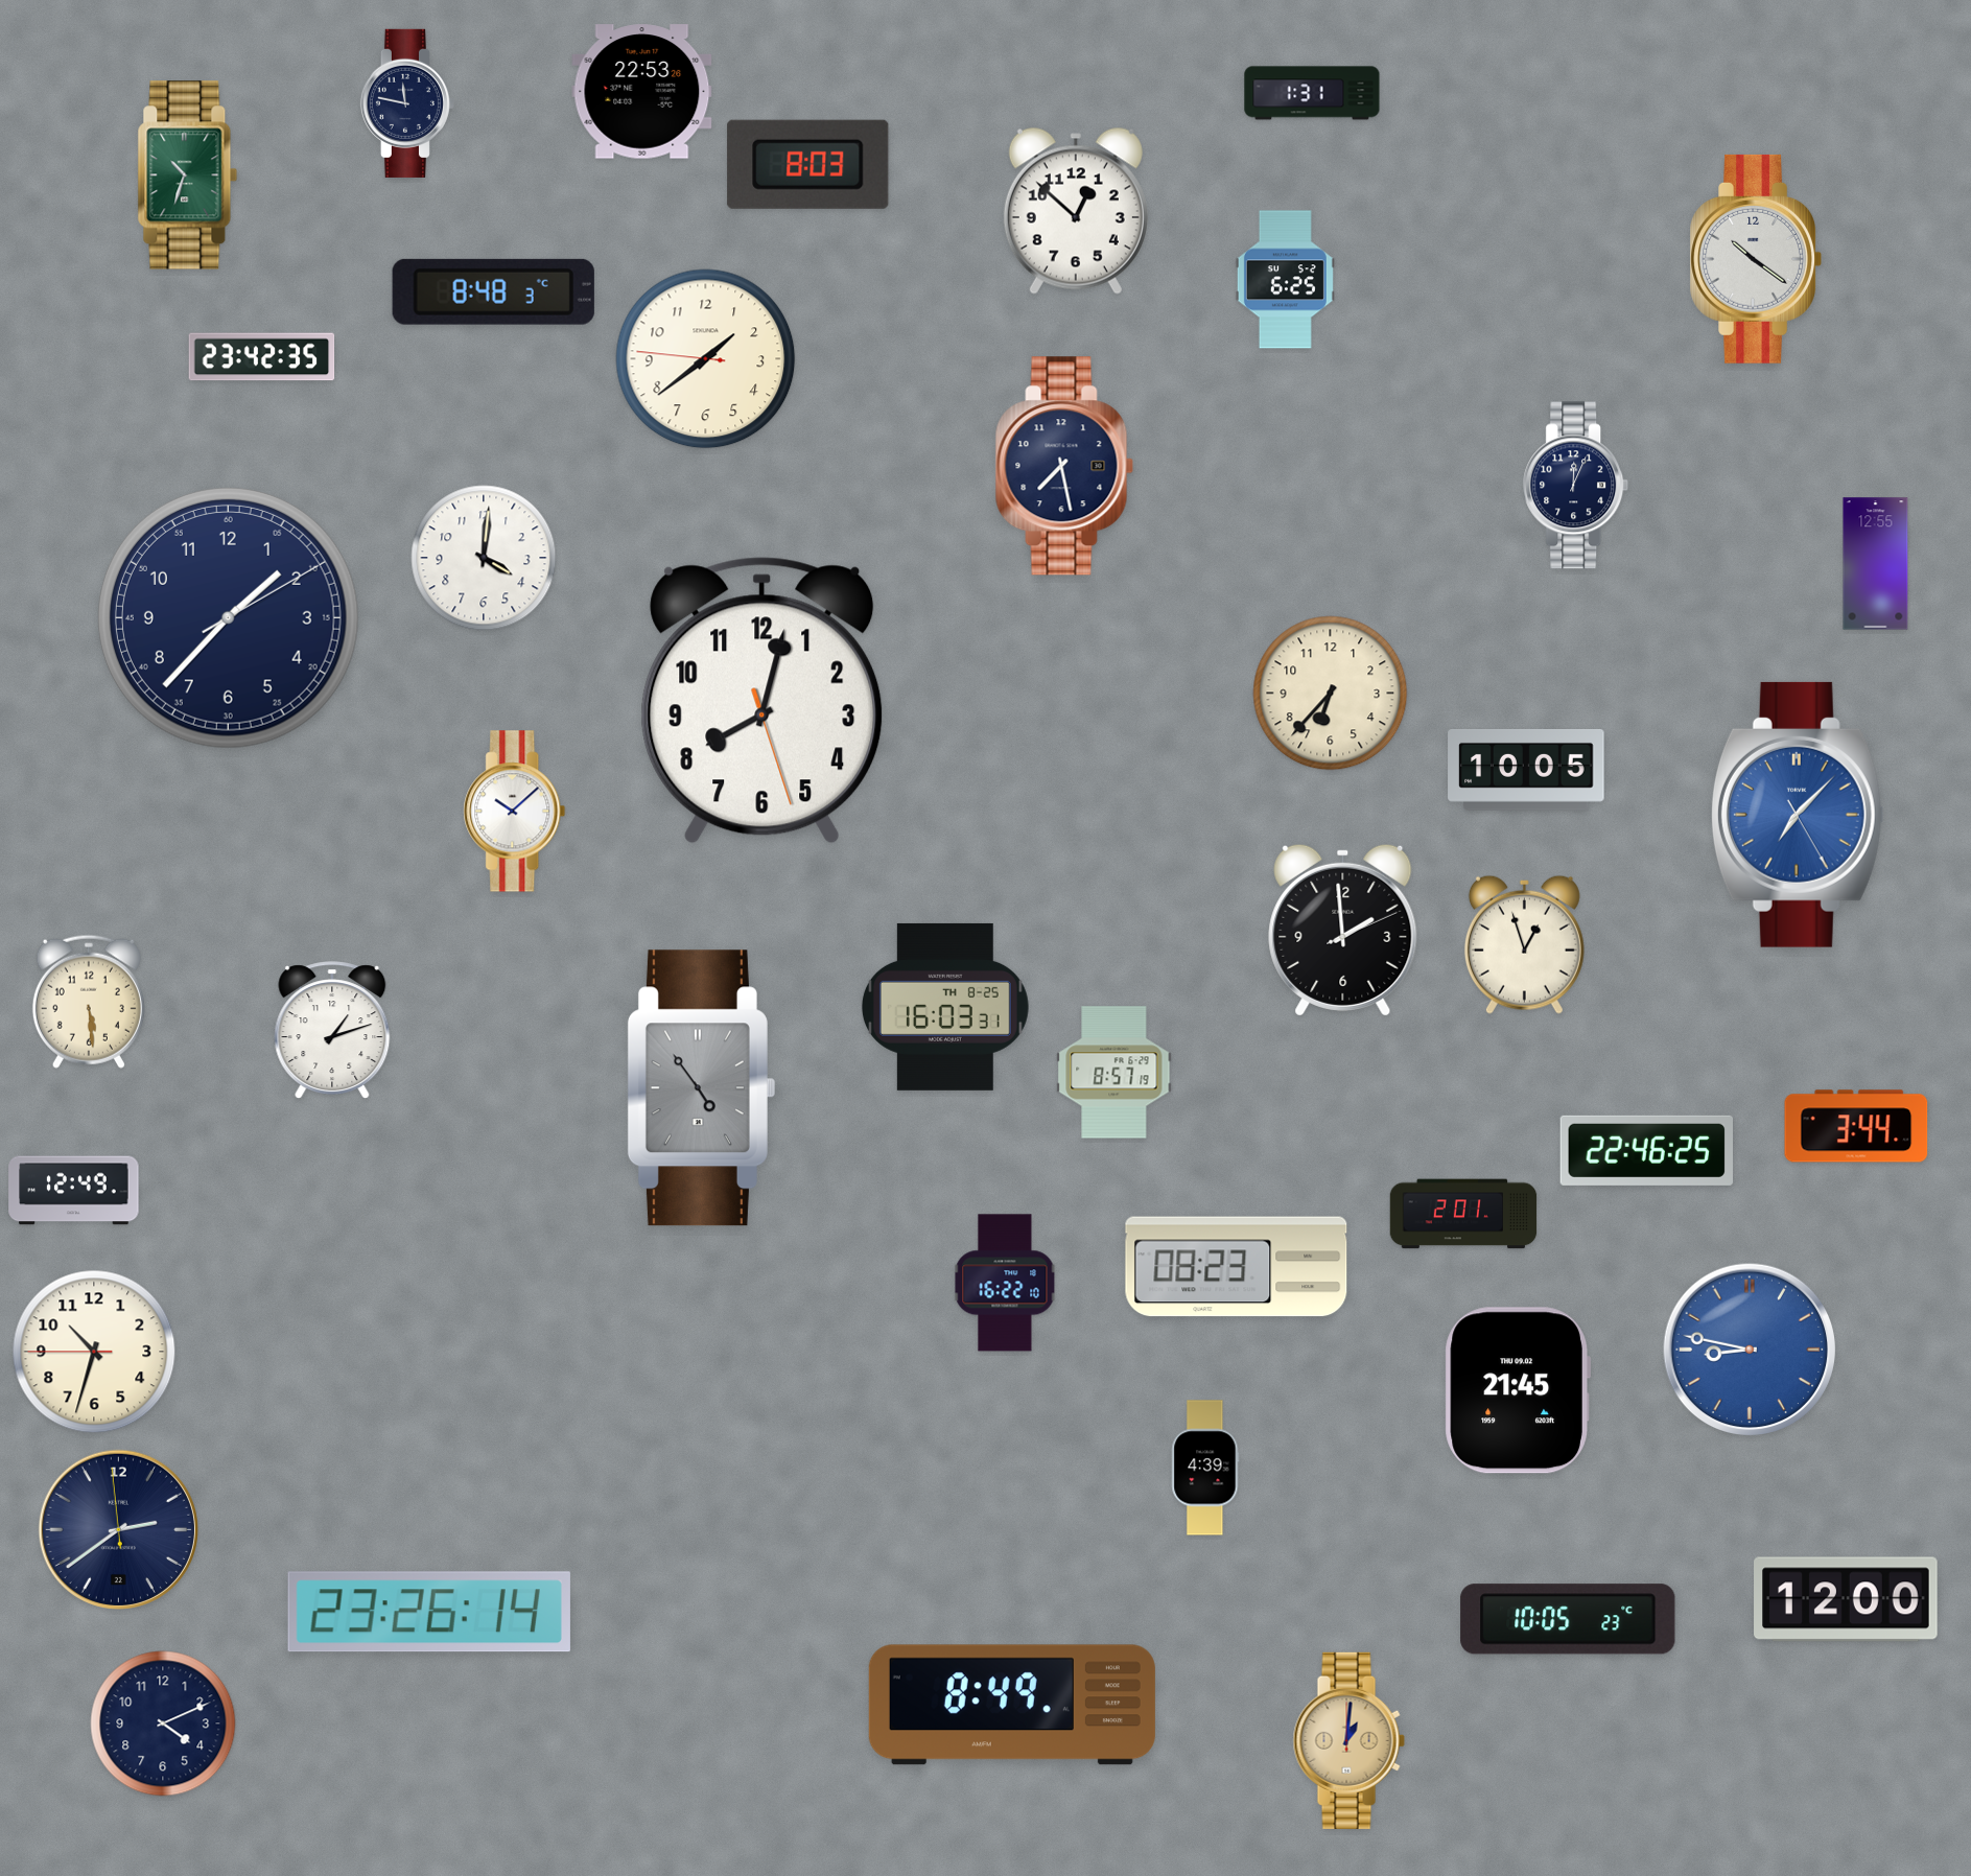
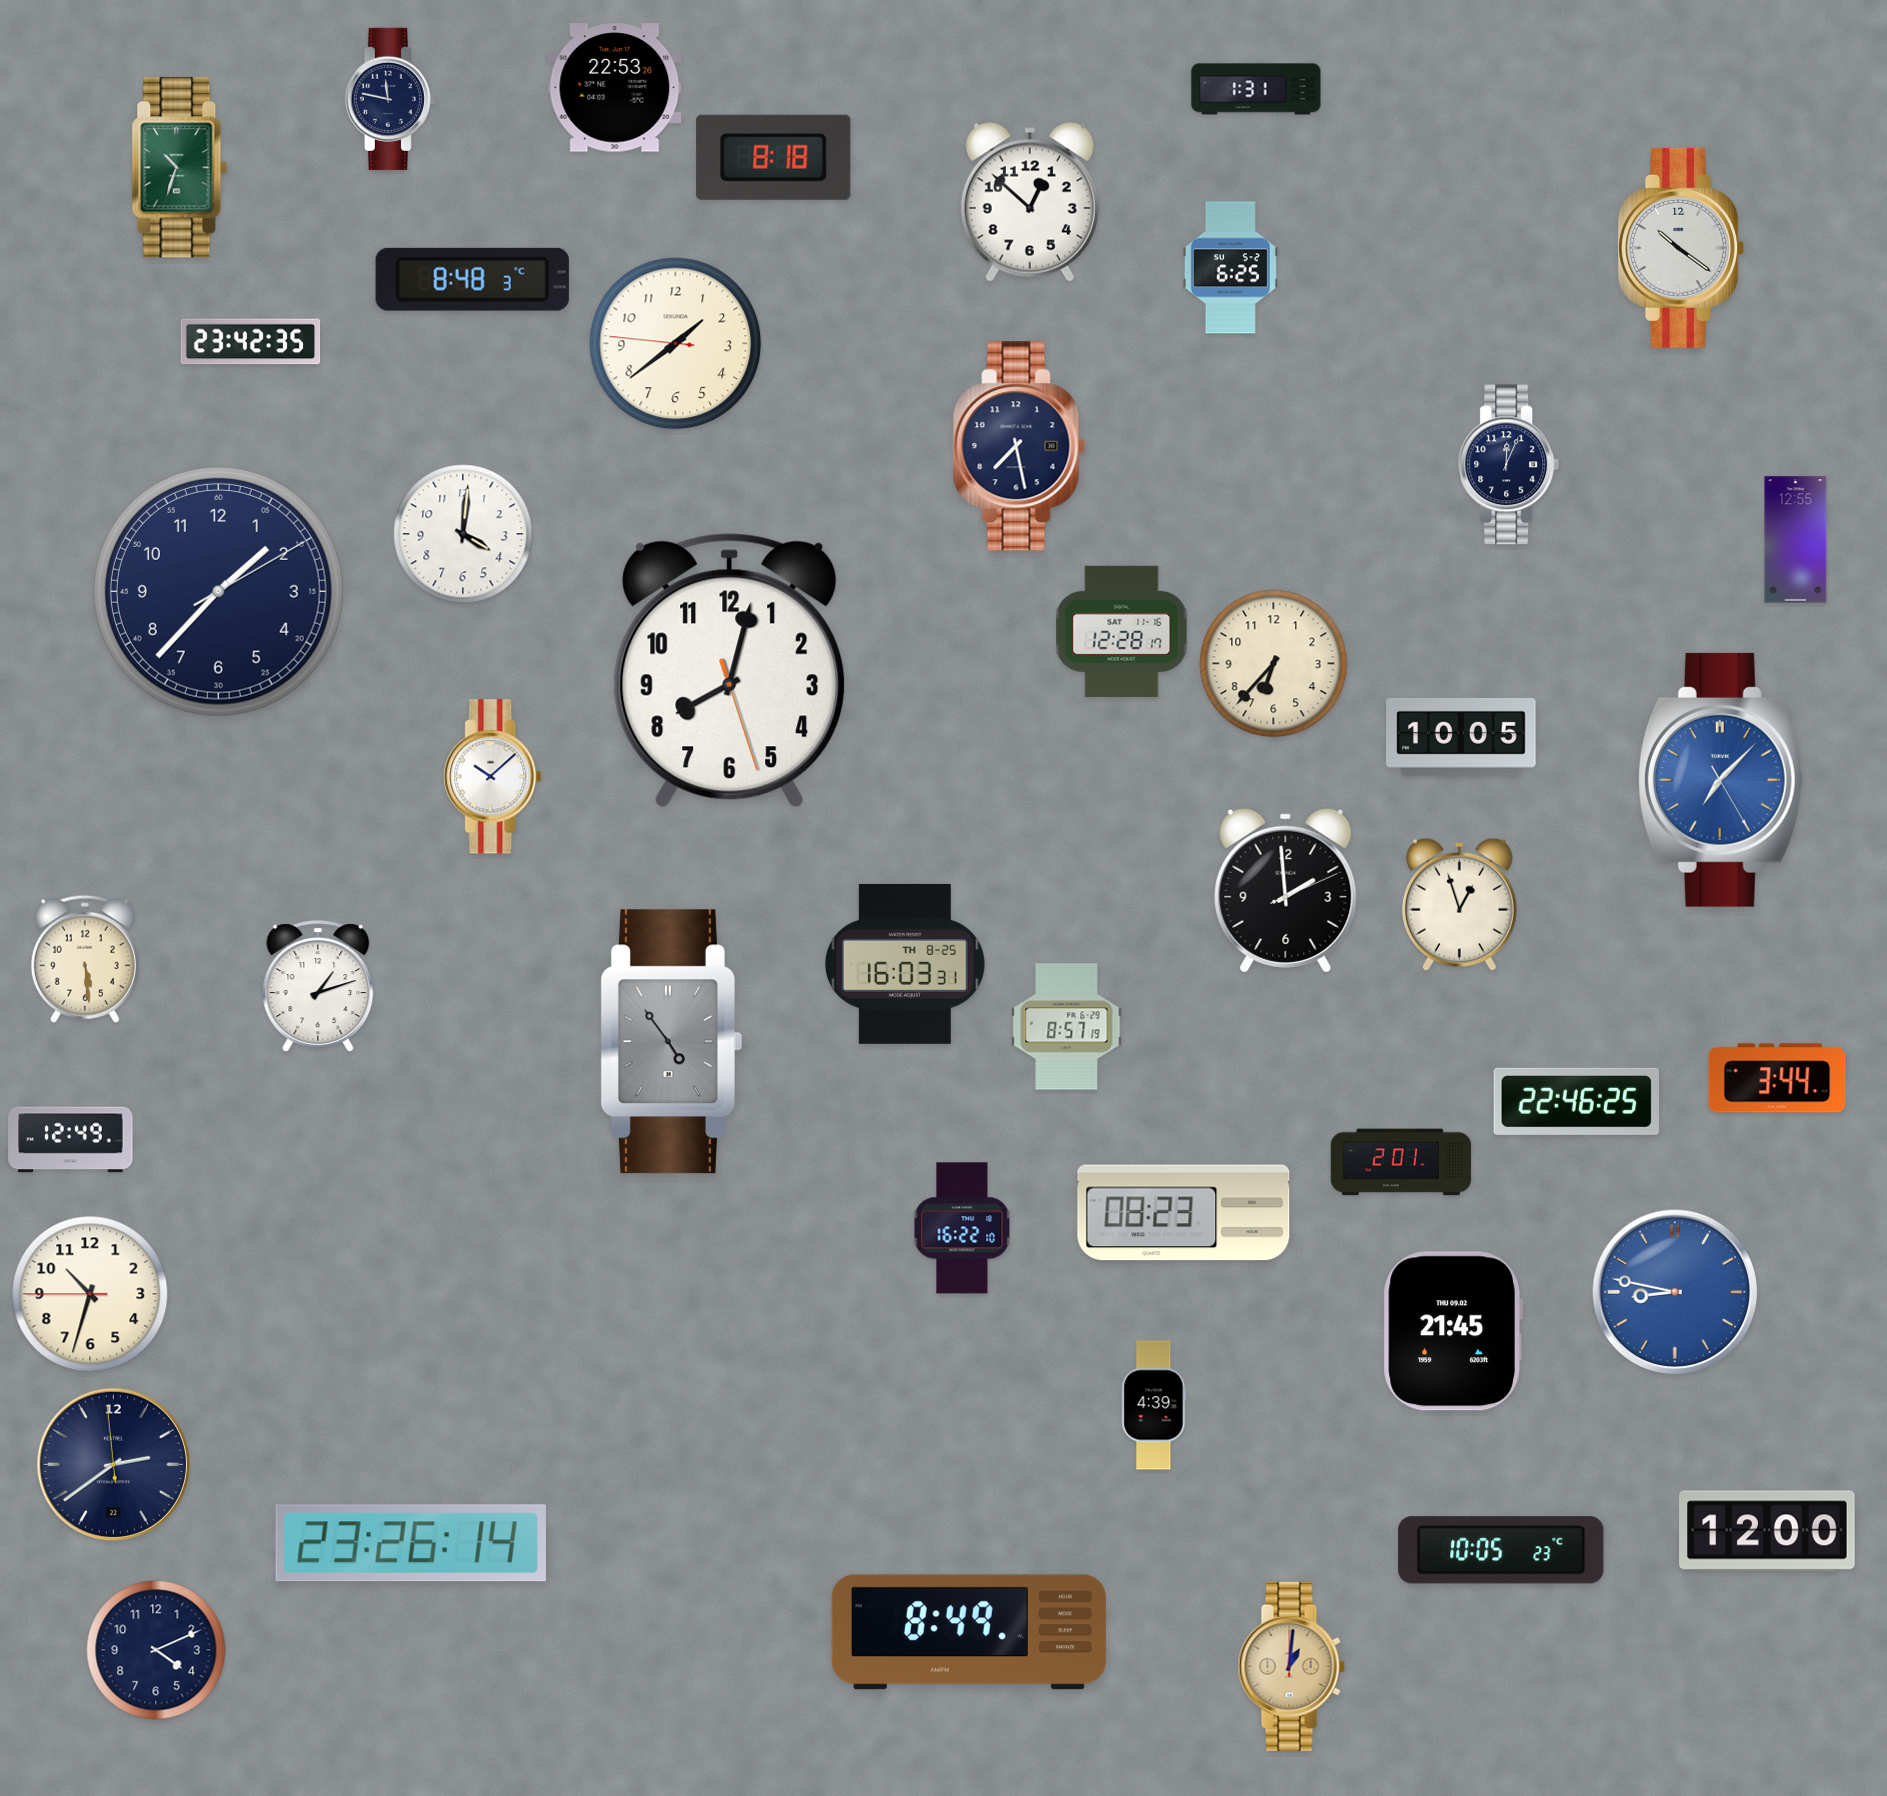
clock at (808, 164): 8:03 -> 8:18
clock at (1122, 631): none -> 12:28
